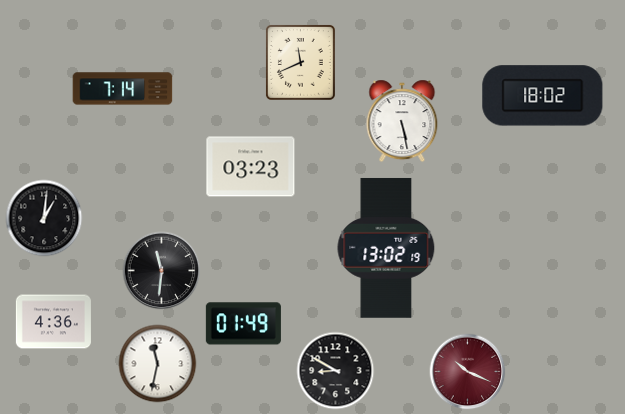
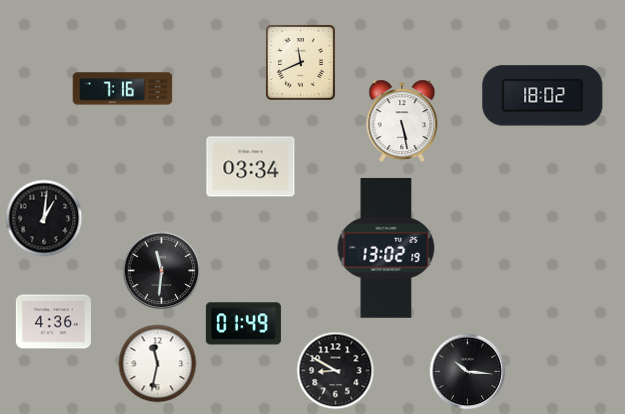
clock at (123, 89): 7:14 -> 7:16
clock at (251, 167): 03:23 -> 03:34
clock at (468, 372): 10:19 -> 10:16
clock at (468, 372) dial: burgundy -> black
